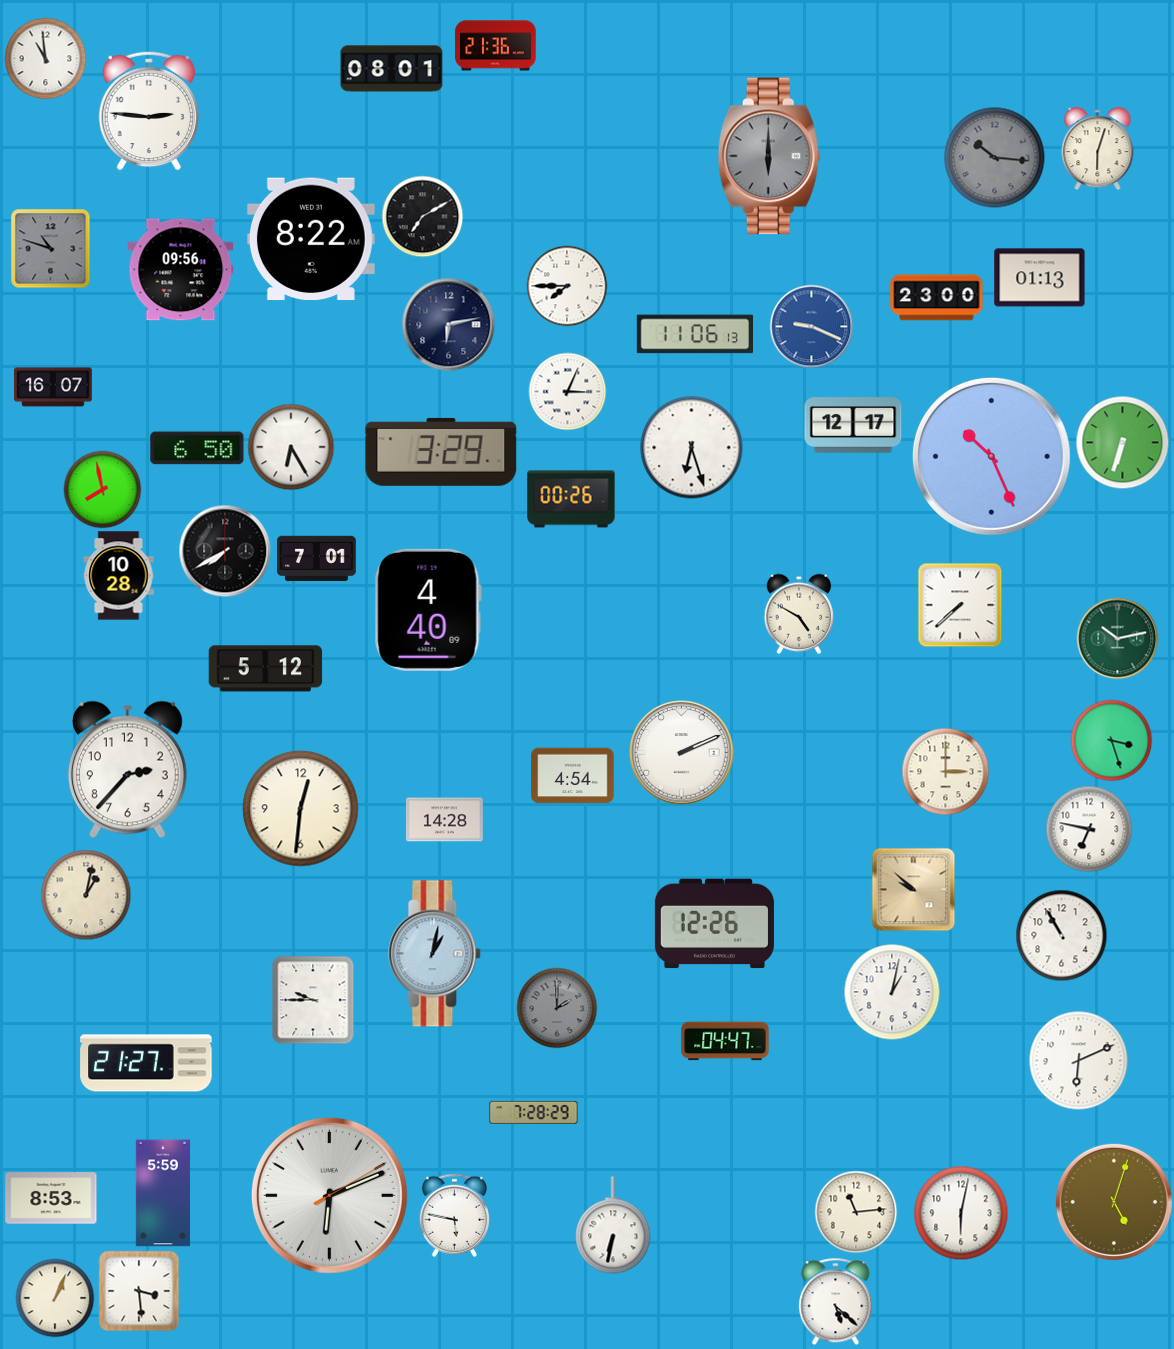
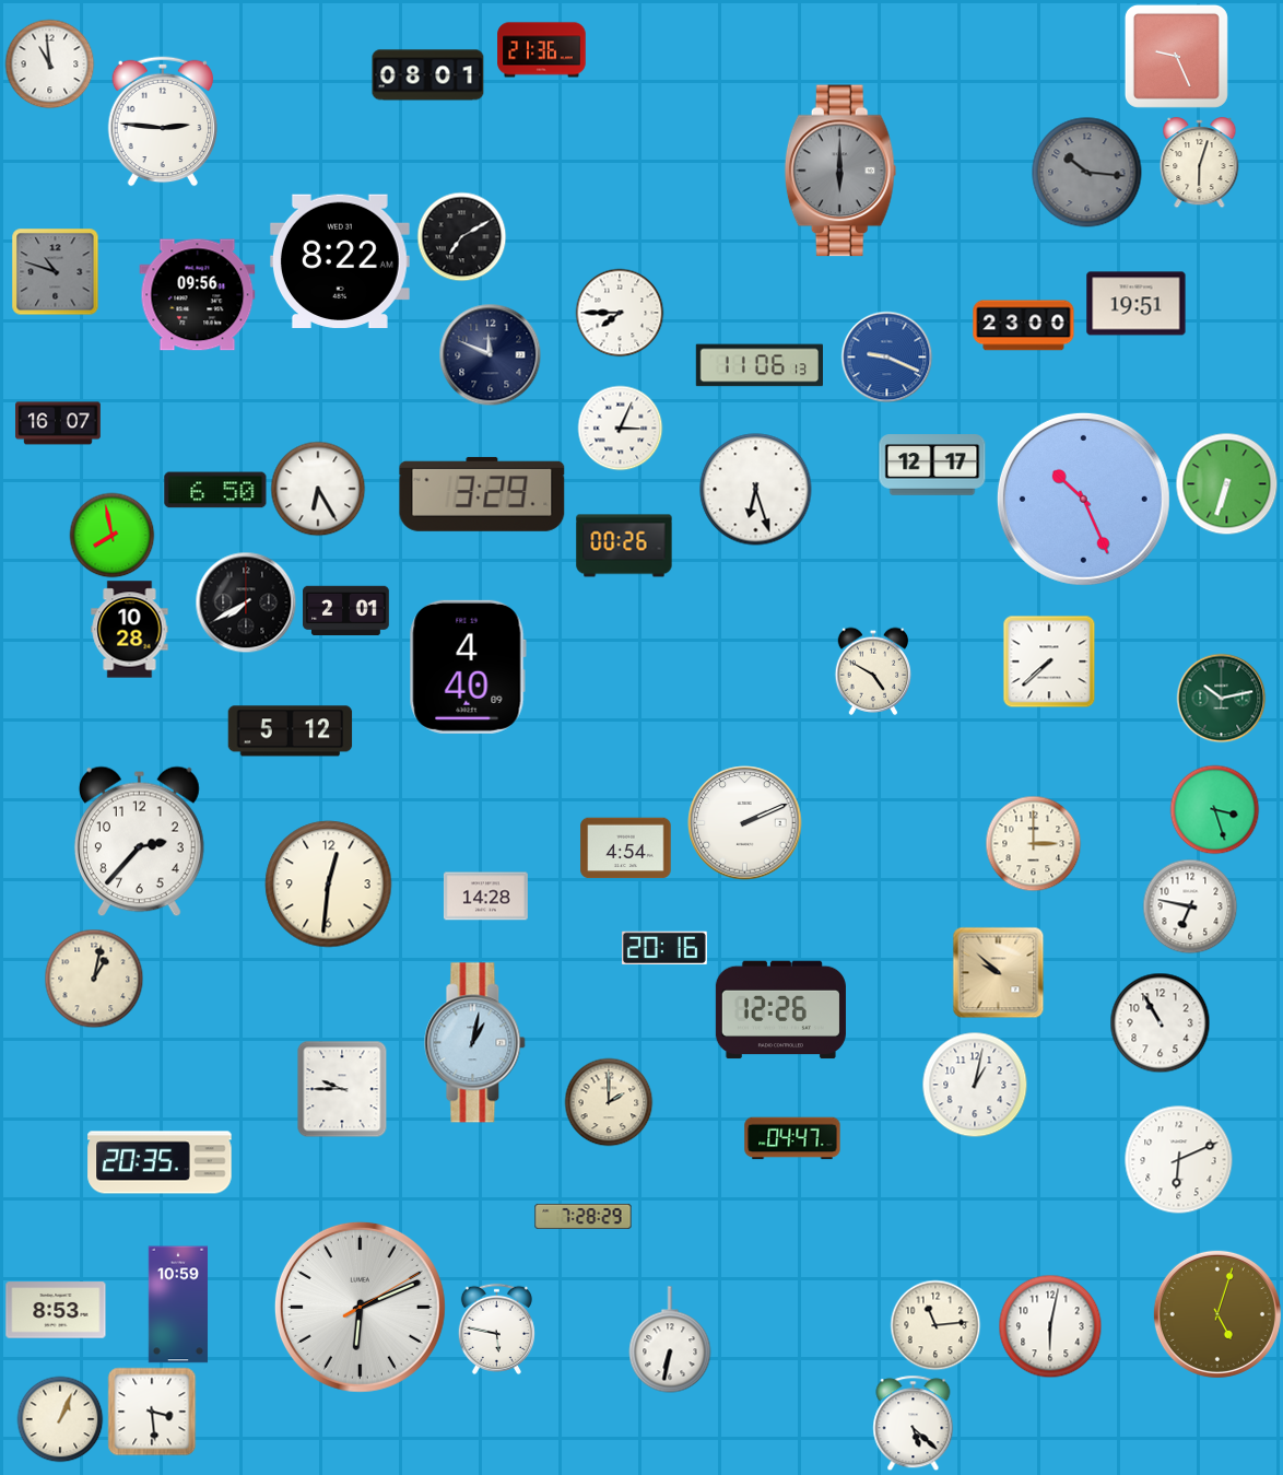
clock at (1176, 56): none -> 9:26
clock at (1040, 278): 01:13 -> 19:51
clock at (448, 324): 6:13 -> 11:49
clock at (317, 559): 7:01 -> 2:01
clock at (664, 948): none -> 20:16
clock at (313, 1000) position: (313, 1000) -> (342, 1089)
clock at (557, 1008) dial: grey -> cream
clock at (146, 1063): 21:27 -> 20:35
clock at (163, 1193): 5:59 -> 10:59
